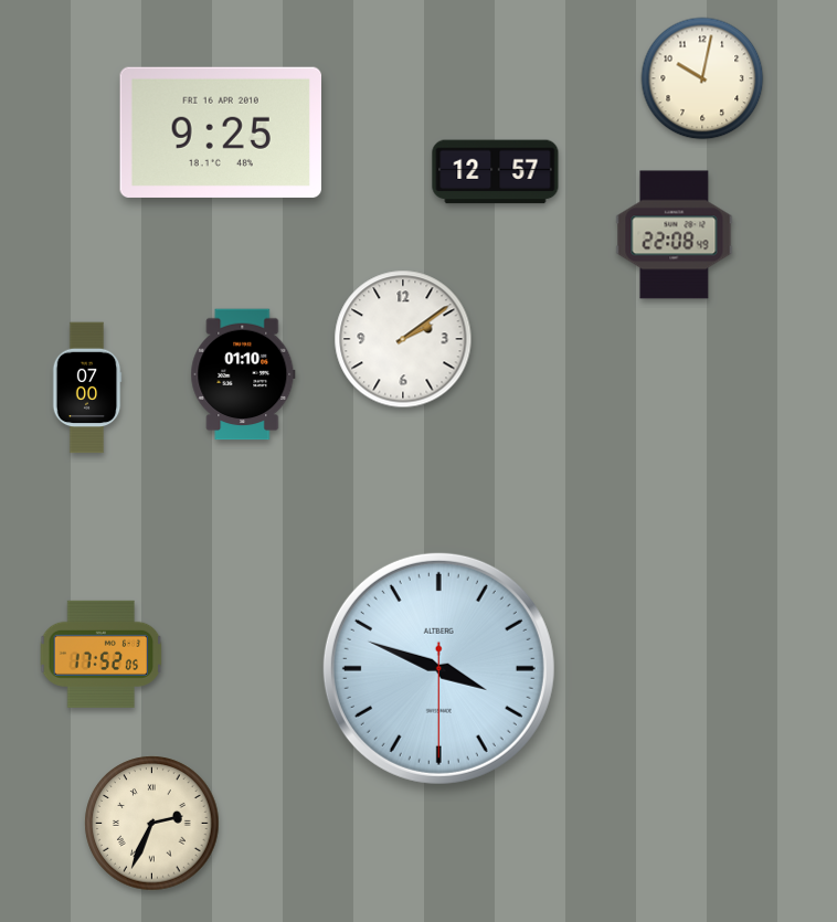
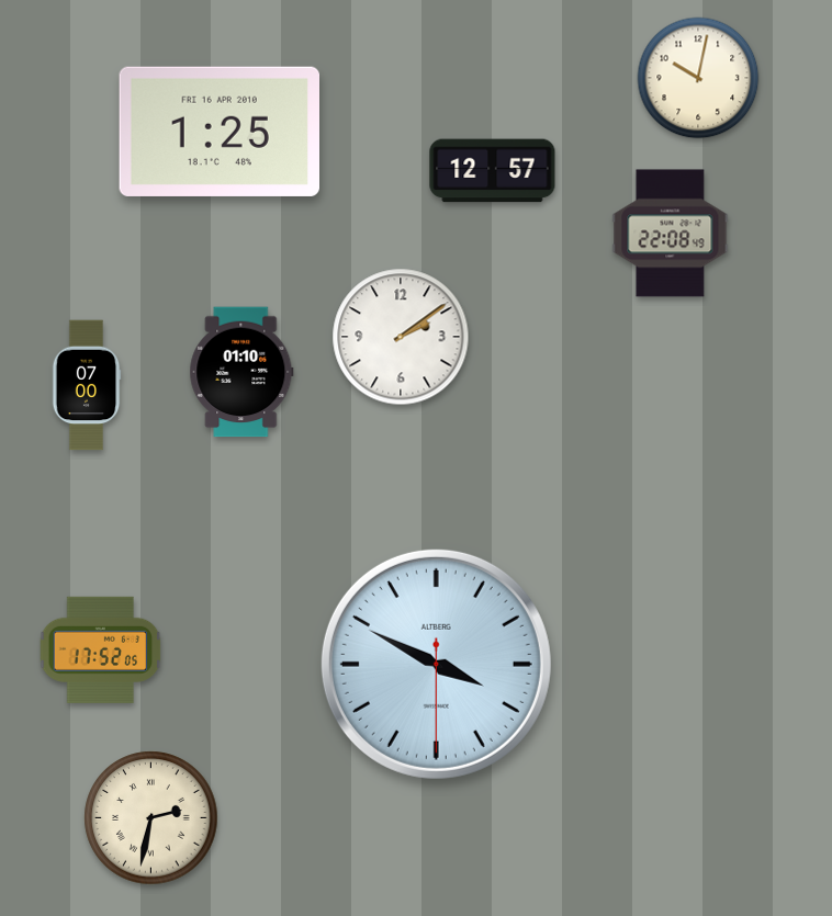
clock at (220, 133): 9:25 -> 1:25
clock at (438, 668): 3:48 -> 3:49
clock at (152, 824): 2:34 -> 2:32
